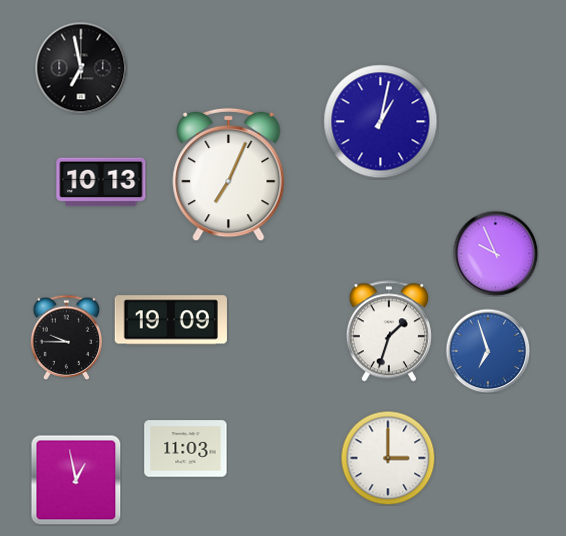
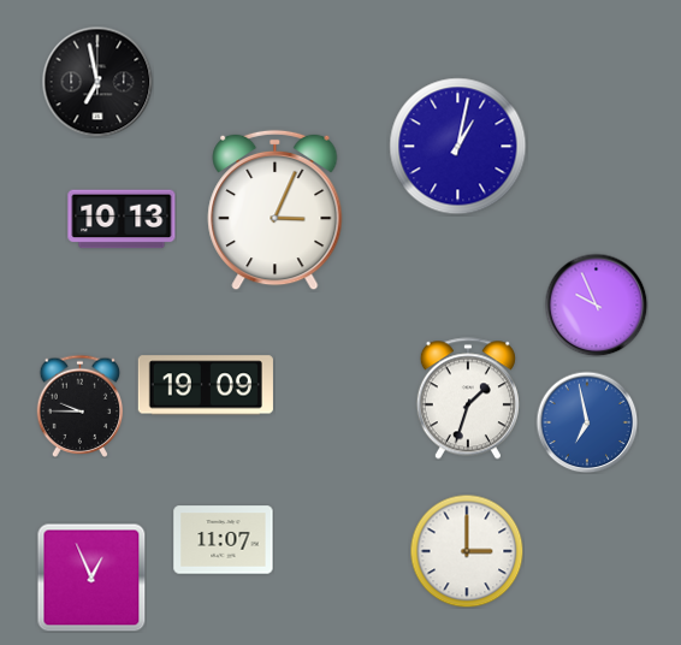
clock at (229, 175): 7:04 -> 3:04
clock at (488, 351): 6:57 -> 6:58
clock at (186, 449): 11:03 -> 11:07
clock at (76, 480): 12:58 -> 12:56
